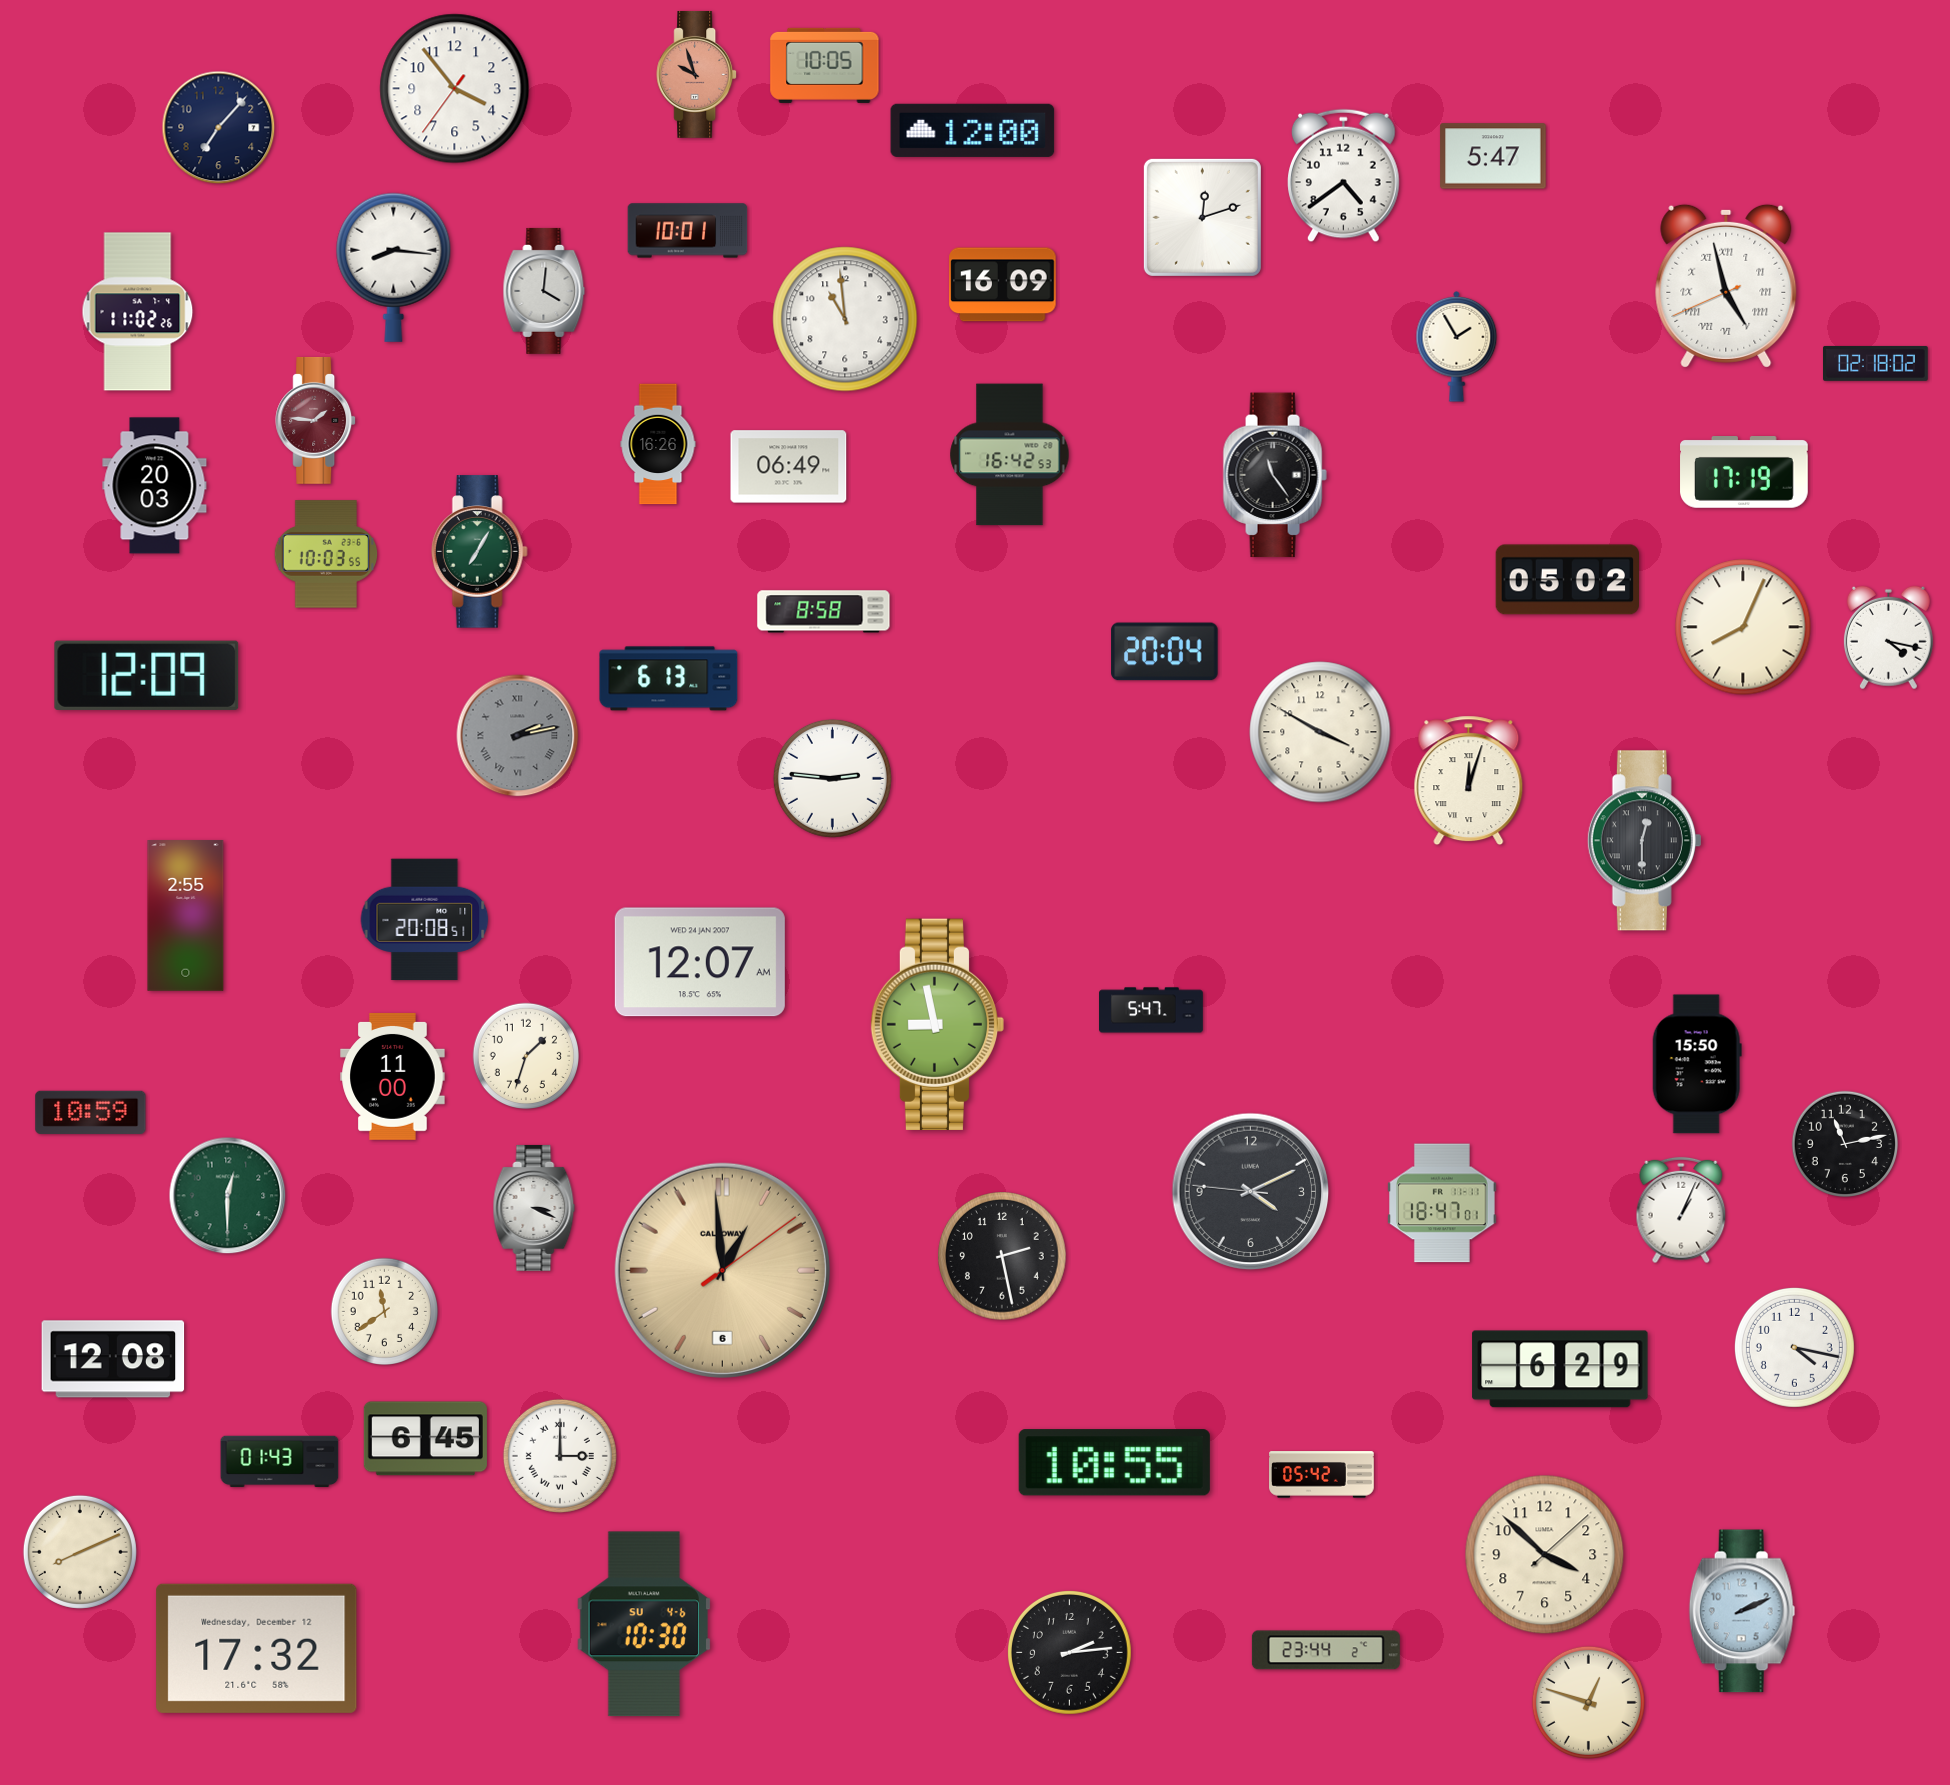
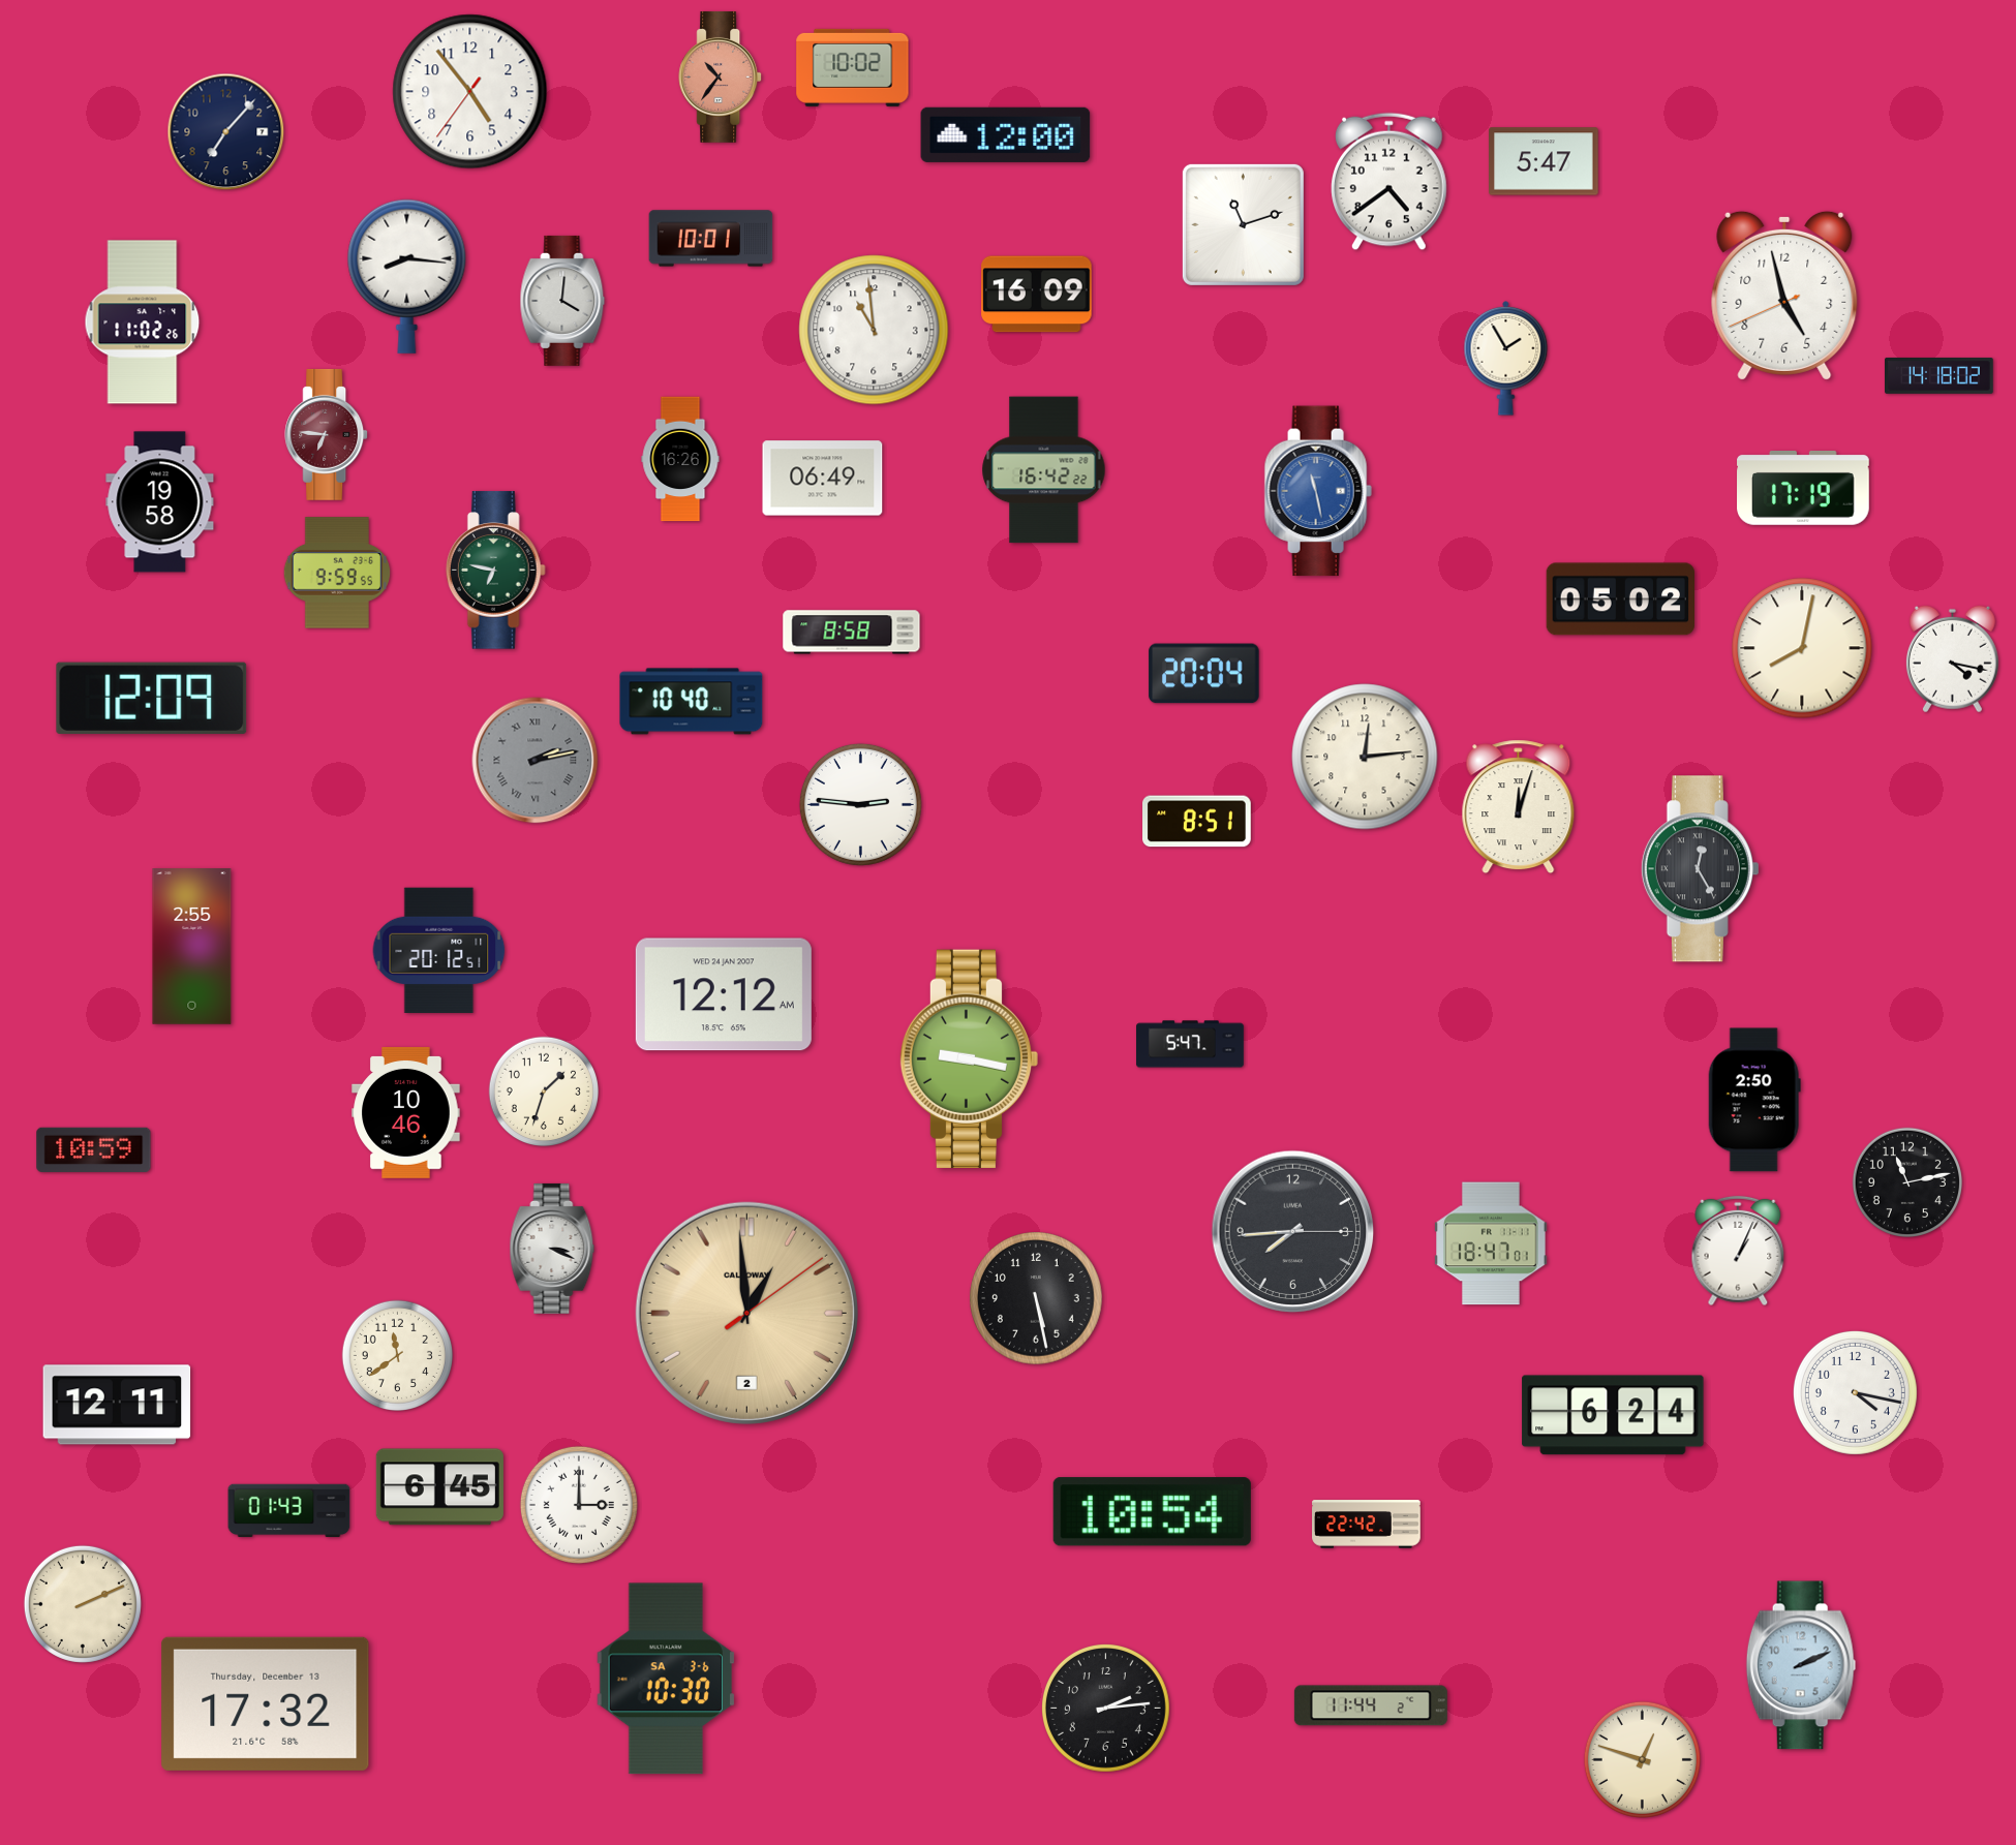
clock at (825, 65): 10:05 -> 10:02
clock at (697, 74): 9:57 -> 10:36
clock at (455, 89): 3:53 -> 4:53
clock at (1202, 217): 12:12 -> 11:12
clock at (1726, 286) numerals: Roman -> Arabic
clock at (1876, 363): 02:18 -> 14:18
clock at (316, 420): 1:46 -> 6:46
clock at (1010, 455): 16:42:53 -> 16:42:22
clock at (789, 467) position: (789, 467) -> (823, 479)
clock at (1275, 475): 11:24 -> 11:28
clock at (1275, 475) dial: black -> blue
clock at (155, 486): 20:03 -> 19:58
clock at (479, 552): 7:05 -> 6:47
clock at (325, 554): 10:03 -> 9:59
clock at (1743, 627): 8:04 -> 8:02
clock at (669, 679): 6:13 -> 10:40
clock at (1320, 732): 3:50 -> 12:14
clock at (1197, 822): none -> 8:51
clock at (1644, 841): 12:30 -> 12:25
clock at (425, 920): 20:08 -> 20:12
clock at (700, 962): 12:07 -> 12:12
clock at (938, 1024): 8:58 -> 9:17
clock at (1697, 1064): 15:50 -> 2:50
clock at (393, 1076): 11:00 -> 10:46
clock at (1251, 1192): 4:10 -> 7:44
clock at (228, 1196): 12:30 -> none
clock at (1002, 1256): 2:28 -> 5:28
clock at (722, 1270) date: 6 -> 2
clock at (113, 1359): 12:08 -> 12:11
clock at (1560, 1369): 6:29 -> 6:24
clock at (1114, 1463): 10:55 -> 10:54
clock at (1322, 1475): 05:42 -> 22:42
clock at (80, 1552): 8:11 -> 2:11
clock at (1545, 1555): 3:52 -> none
clock at (643, 1624) date: SU 4-6 -> SA 3-6
clock at (257, 1648) date: Wednesday, December 12 -> Thursday, December 13
clock at (1326, 1650): 23:44 -> 11:44
